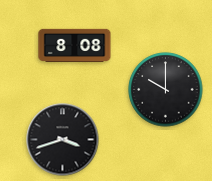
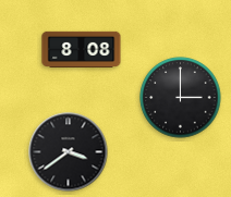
clock at (166, 90): 10:00 -> 3:00
clock at (63, 140): 3:42 -> 3:39
